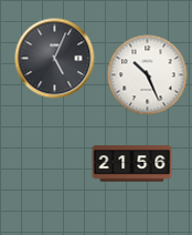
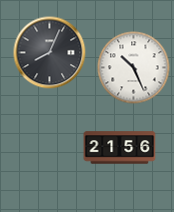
clock at (55, 59): 5:04 -> 8:04
